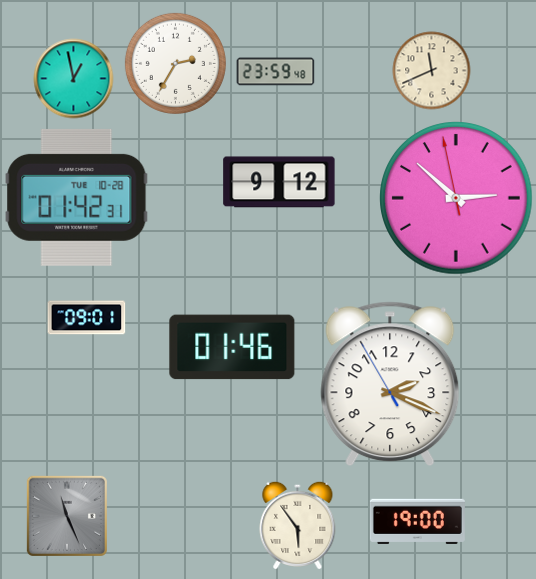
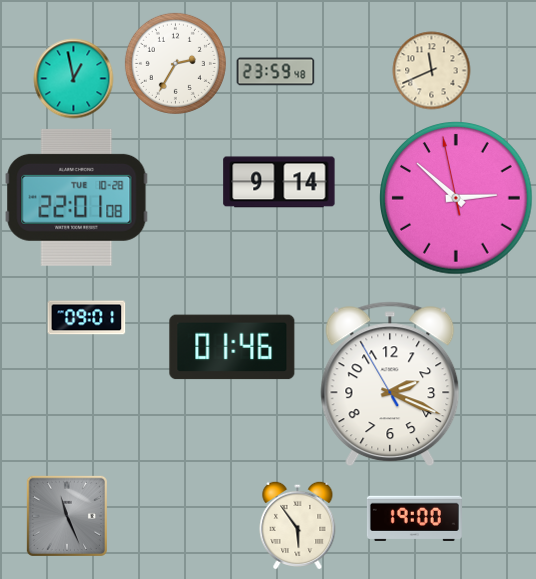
clock at (279, 182): 9:12 -> 9:14
clock at (77, 197): 01:42 -> 22:01
clock at (417, 521) position: (417, 521) -> (414, 518)
